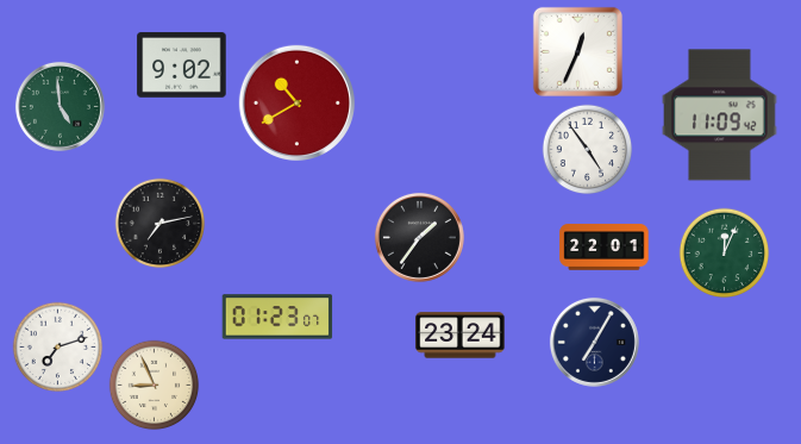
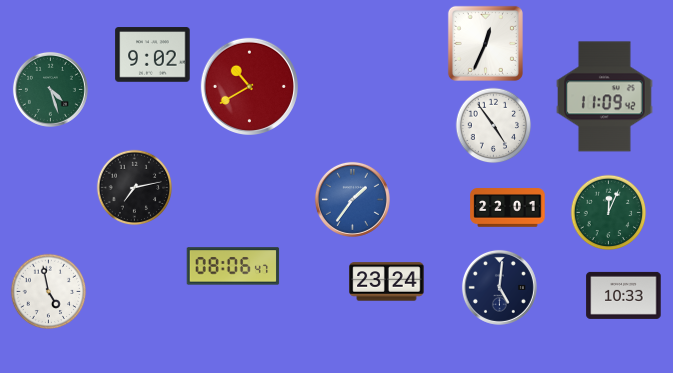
clock at (60, 106): 4:59 -> 4:27
clock at (419, 237) dial: black -> blue
clock at (277, 317): 01:23 -> 08:06
clock at (594, 342): 7:05 -> 5:01
clock at (58, 348): 7:12 -> 4:58
clock at (624, 295): none -> 10:33
clock at (155, 386): 8:56 -> none
